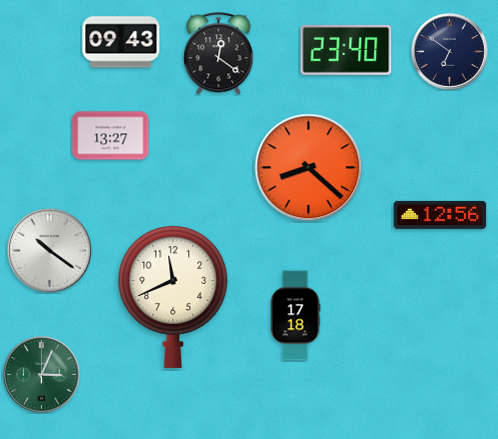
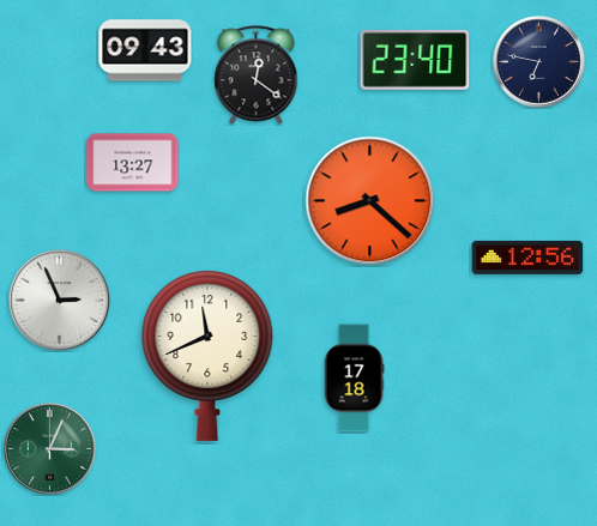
clock at (450, 52): 6:51 -> 6:47
clock at (219, 54) position: (219, 54) -> (257, 75)
clock at (49, 250): 10:21 -> 2:56
